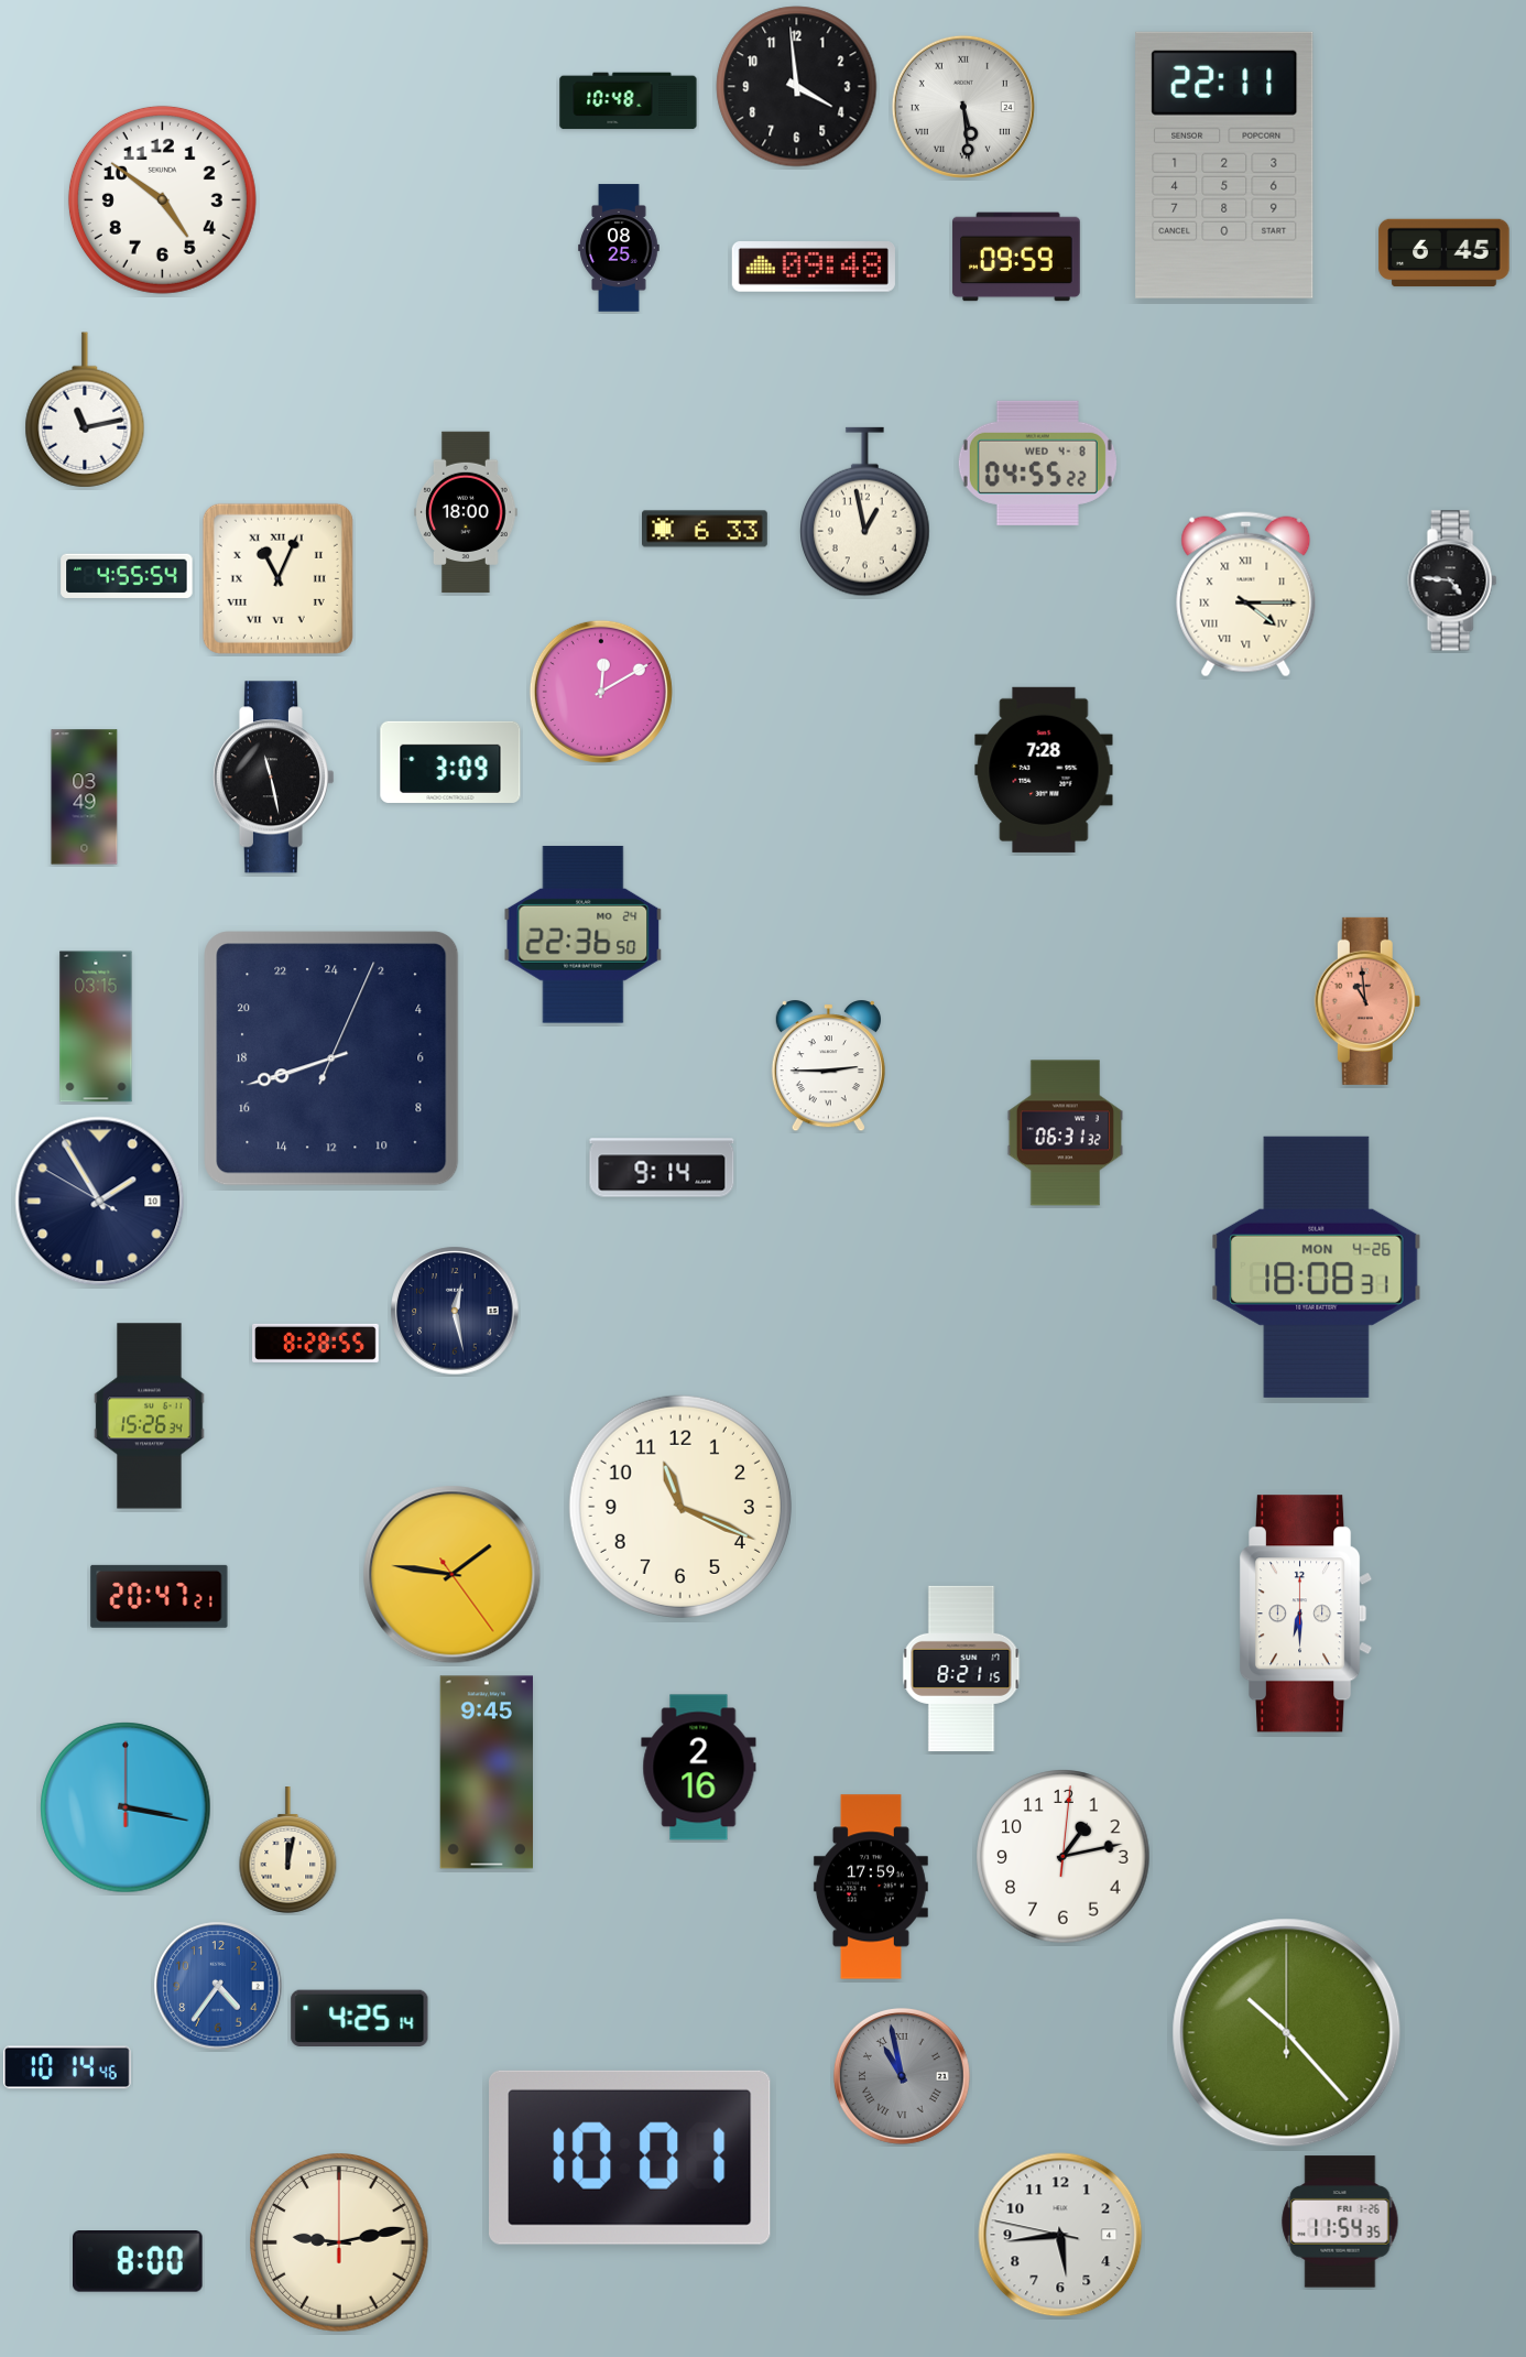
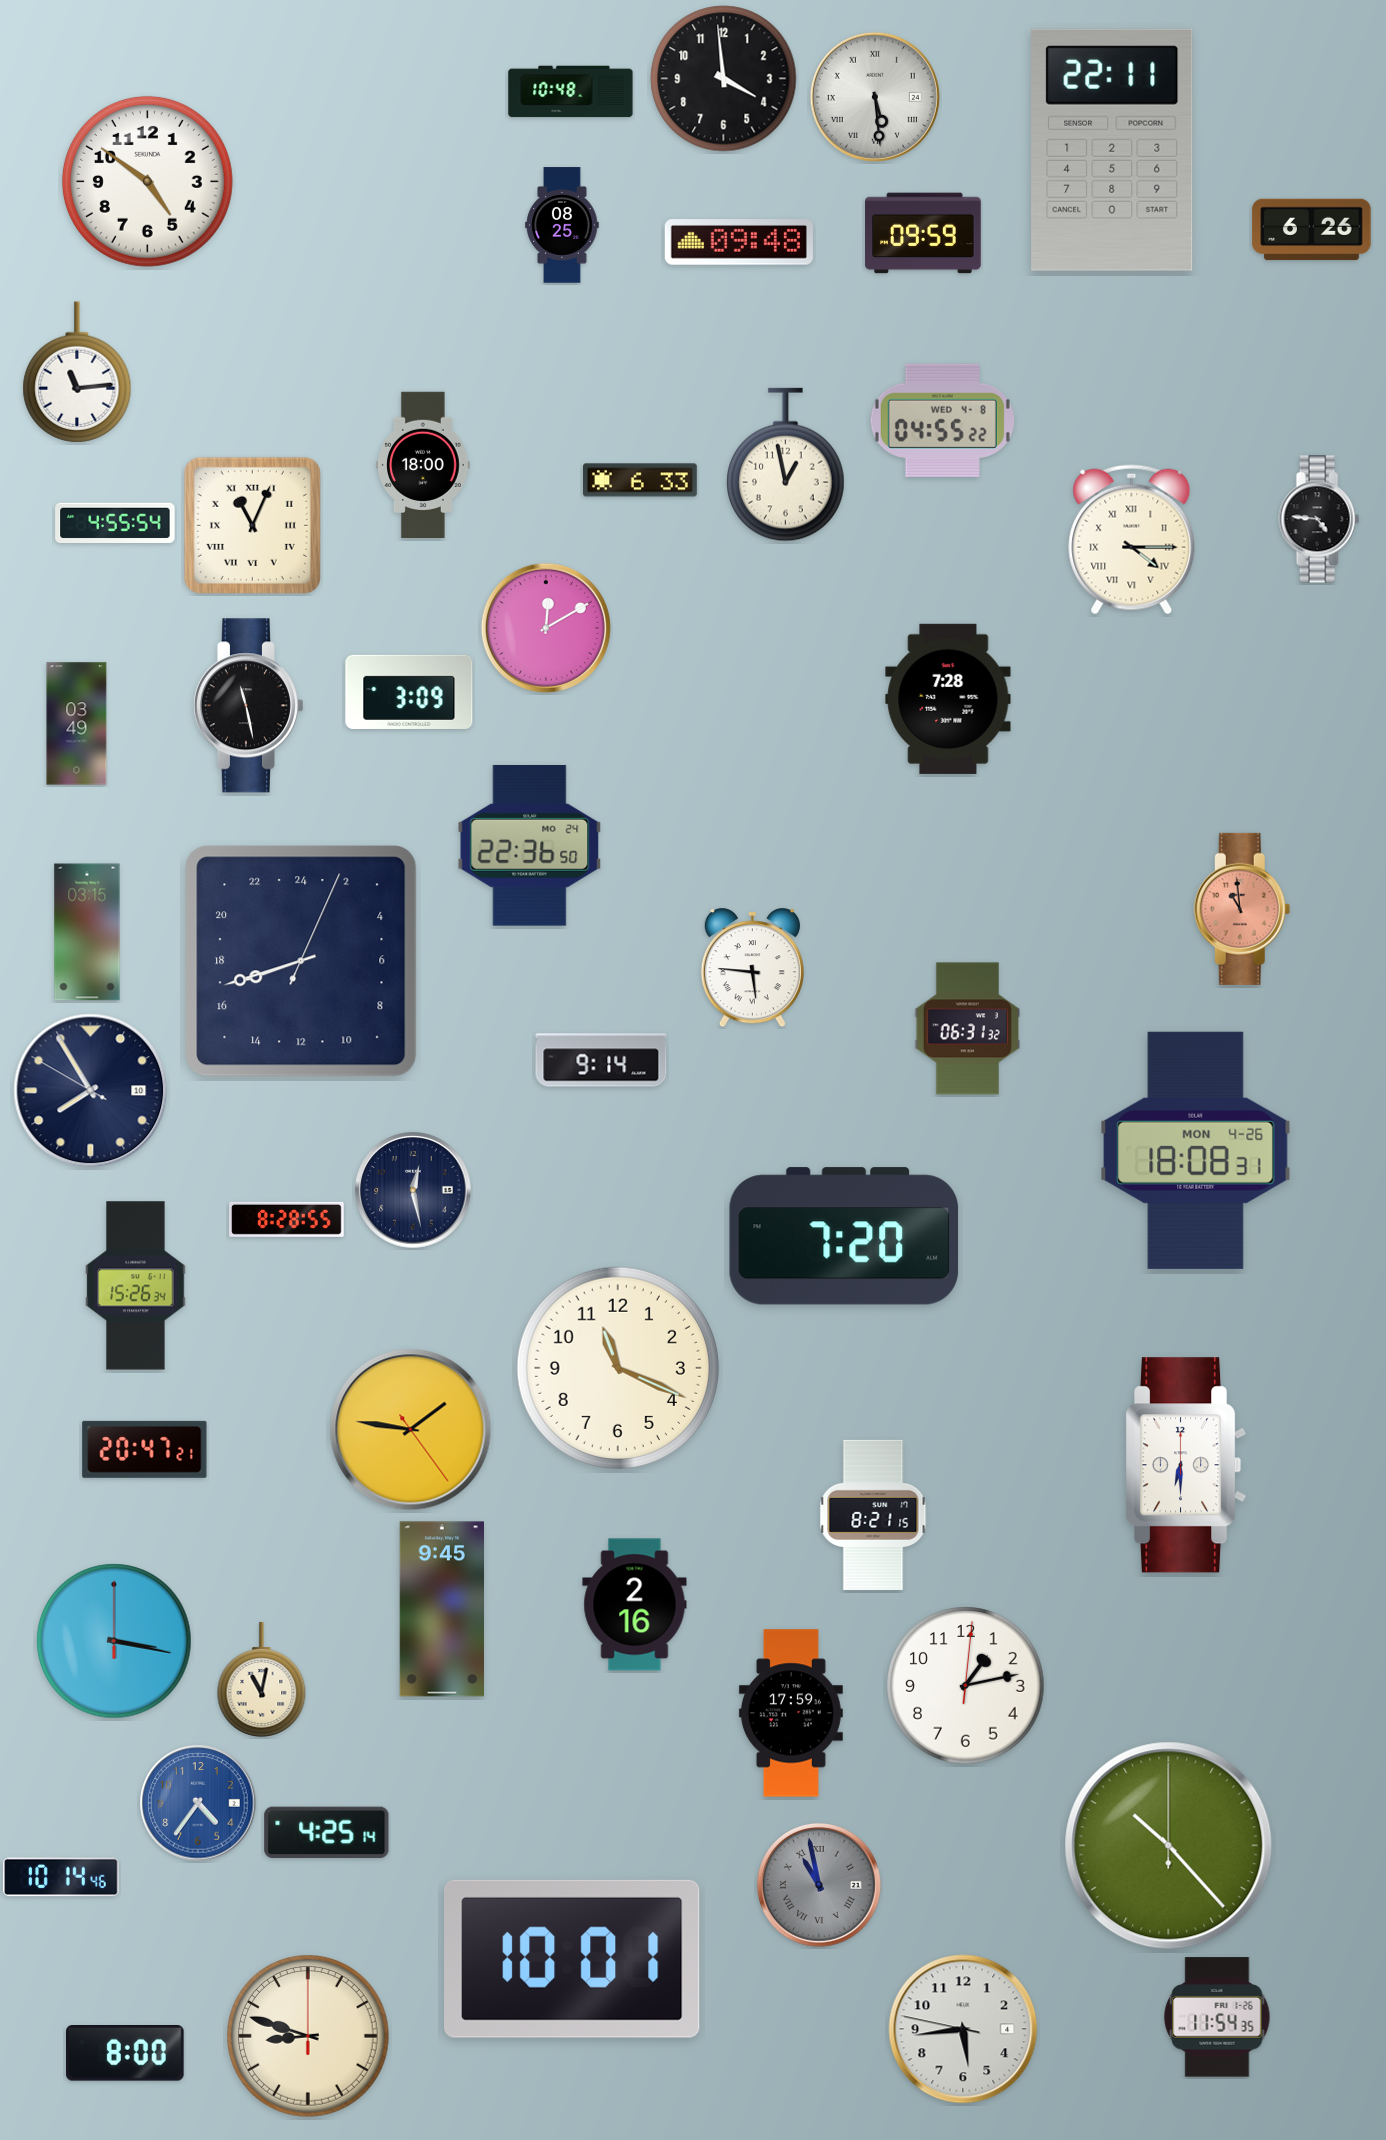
clock at (1445, 253): 6:45 -> 6:26
clock at (85, 410): 11:13 -> 11:14
clock at (1452, 580) position: (1452, 580) -> (1319, 519)
clock at (584, 934) position: (584, 934) -> (530, 845)
clock at (828, 1066): 2:45 -> 5:46
clock at (100, 1202): 1:54 -> 7:54
clock at (844, 1236): none -> 7:20
clock at (288, 1850): 12:02 -> 11:02
clock at (340, 2244): 9:13 -> 8:48
